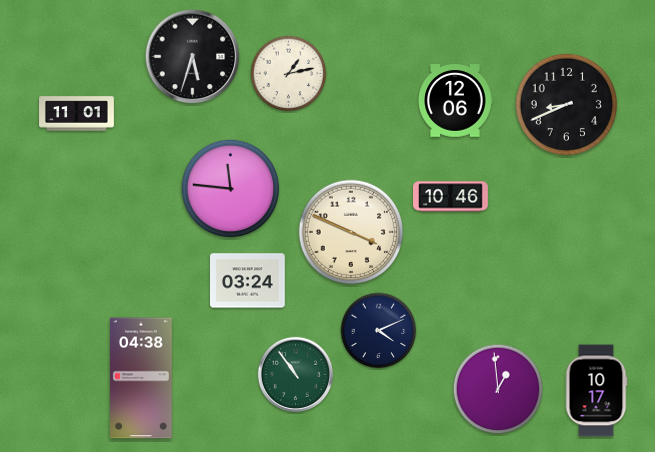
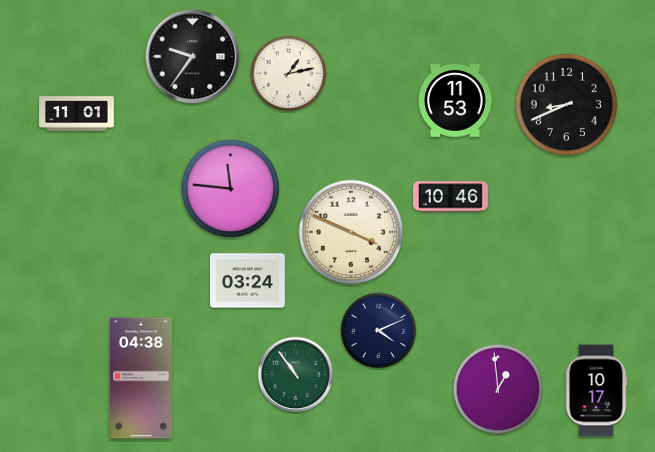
clock at (193, 57): 5:33 -> 9:36
clock at (455, 101): 12:06 -> 11:53
